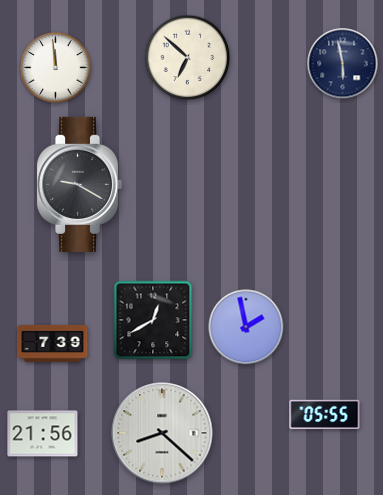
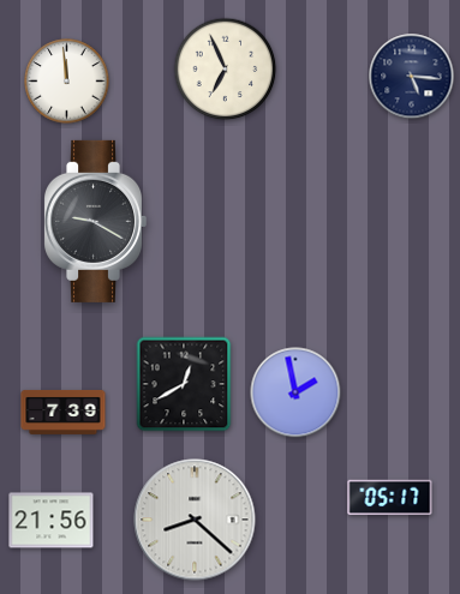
clock at (188, 58): 6:52 -> 6:56
clock at (343, 64): 5:58 -> 5:16
clock at (325, 415): 05:55 -> 05:17
